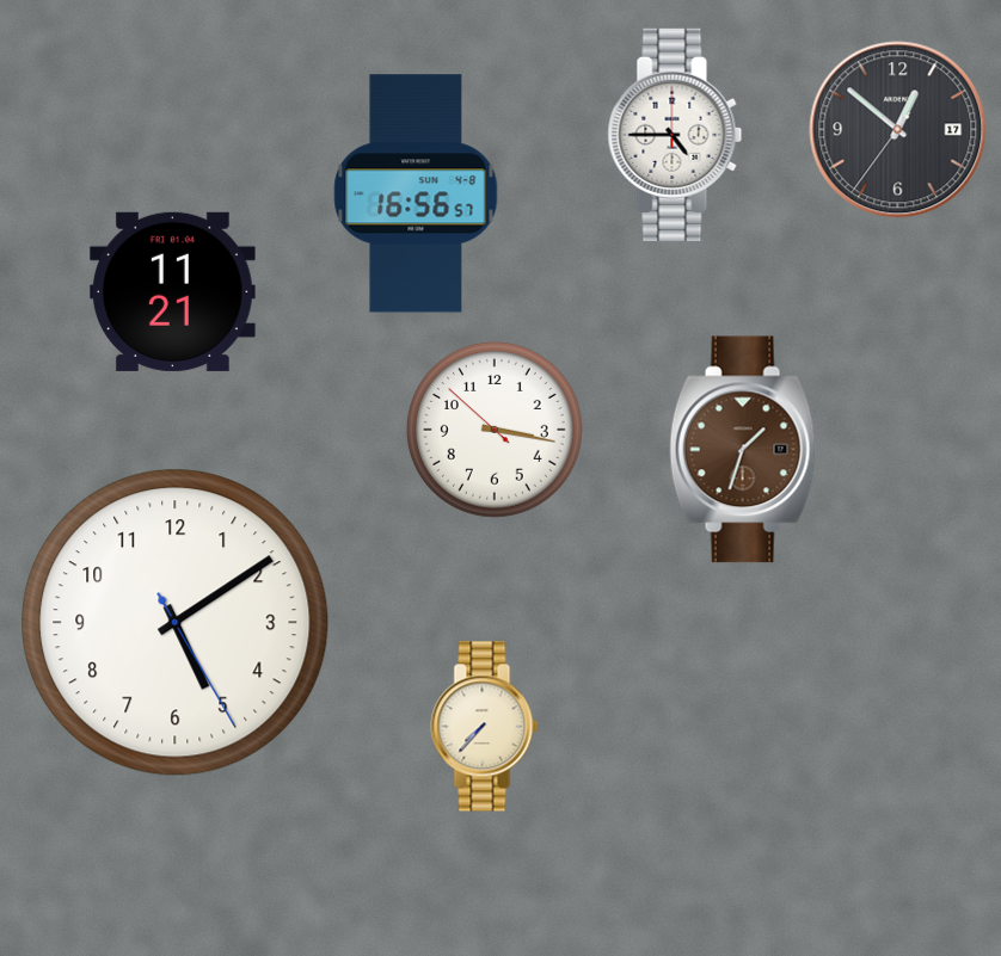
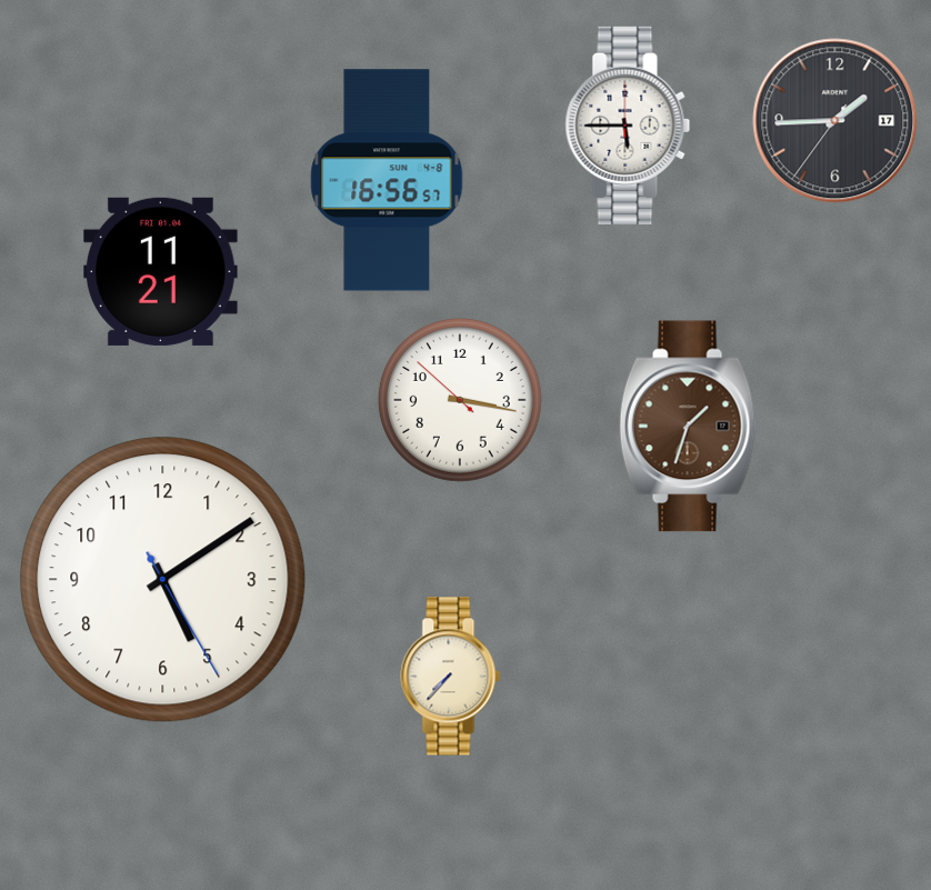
clock at (898, 130): 12:51 -> 1:44
clock at (675, 135): 4:45 -> 5:45
clock at (744, 450) position: (744, 450) -> (689, 427)
